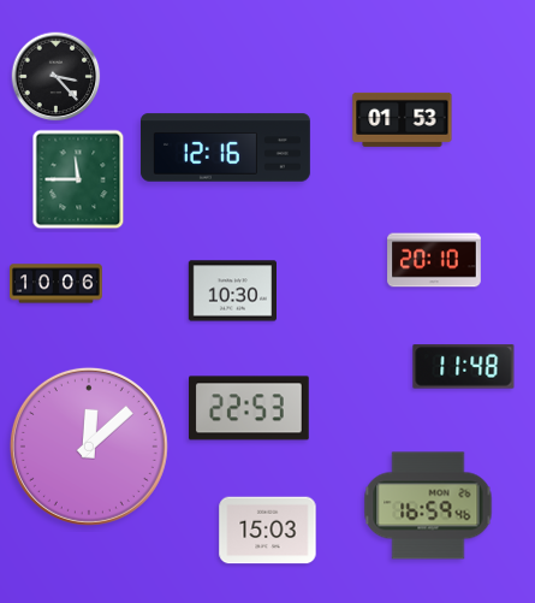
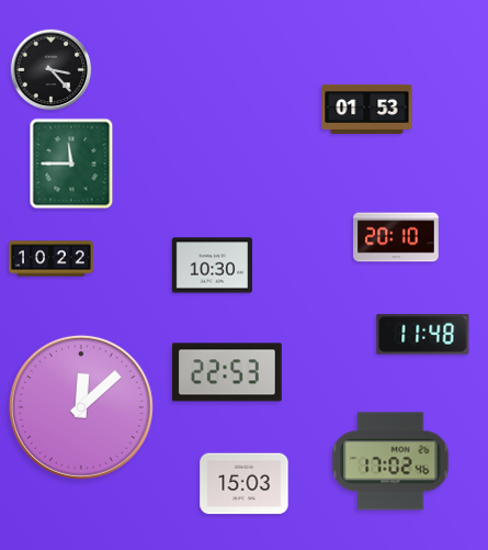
clock at (225, 148): 12:16 -> none
clock at (57, 284): 10:06 -> 10:22
clock at (428, 506): 16:59 -> 17:02
